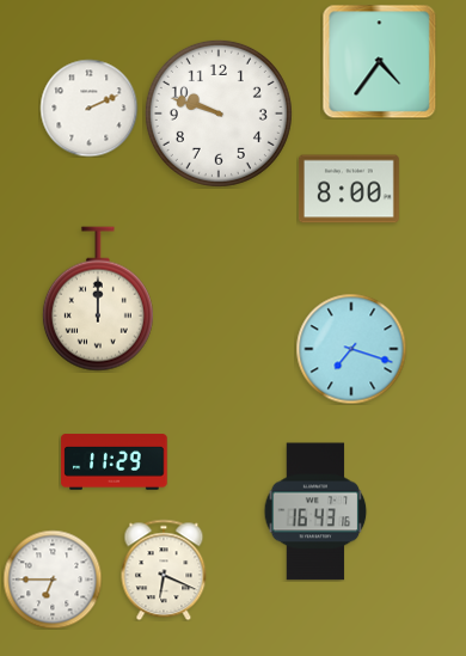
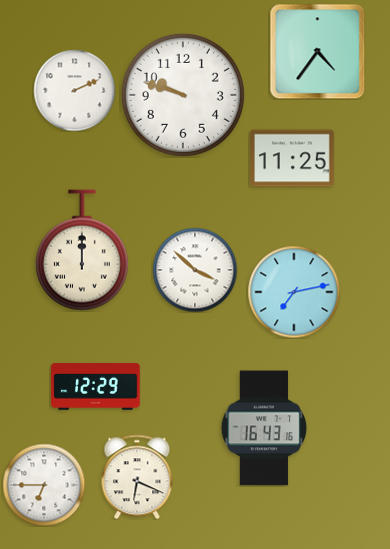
clock at (349, 189): 8:00 -> 11:25
clock at (195, 270): none -> 3:52
clock at (351, 349): 7:18 -> 7:13
clock at (115, 462): 11:29 -> 12:29
